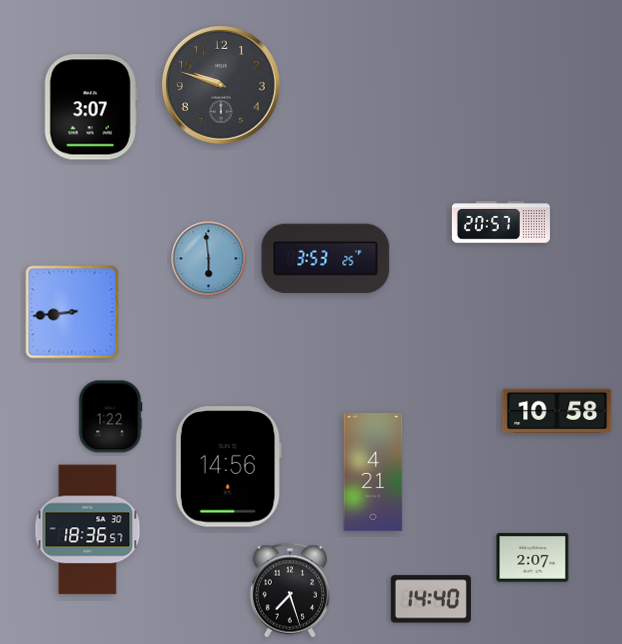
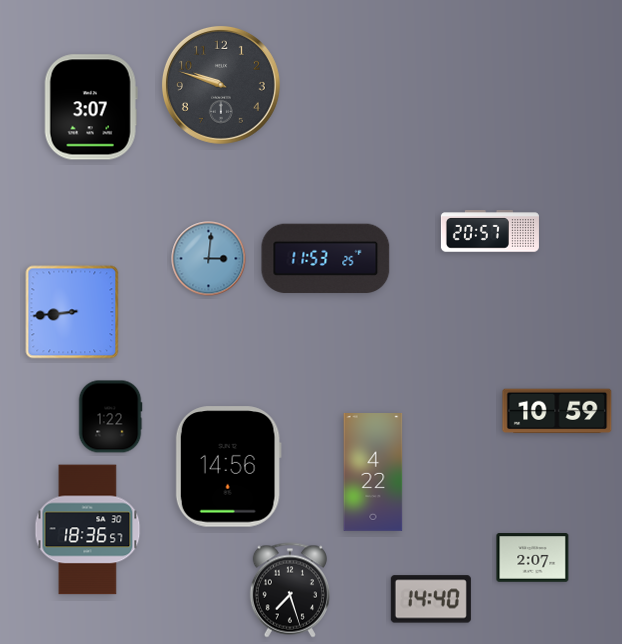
clock at (501, 222) position: (501, 222) -> (490, 231)
clock at (209, 259): 5:59 -> 3:01
clock at (326, 259): 3:53 -> 11:53
clock at (557, 411): 10:58 -> 10:59
clock at (373, 473): 4:21 -> 4:22
